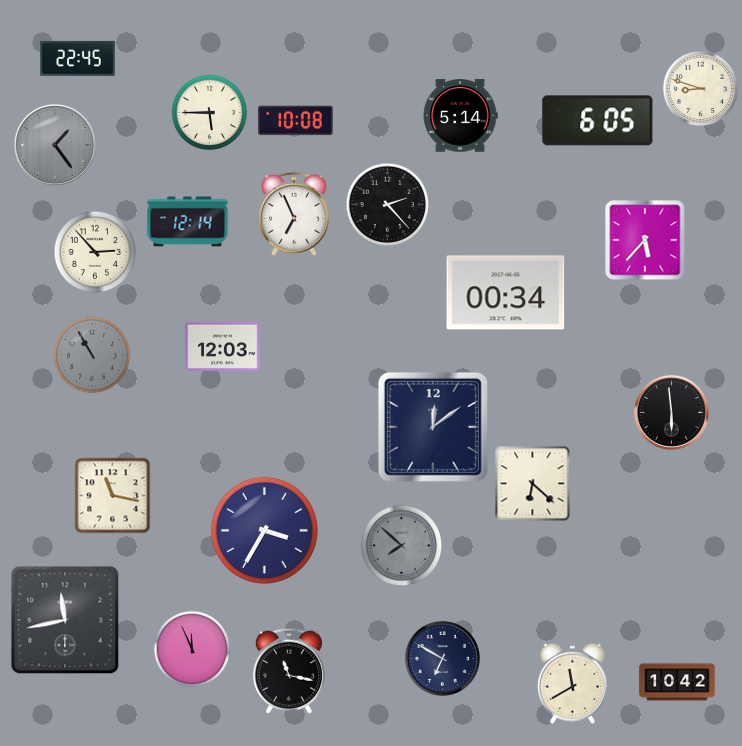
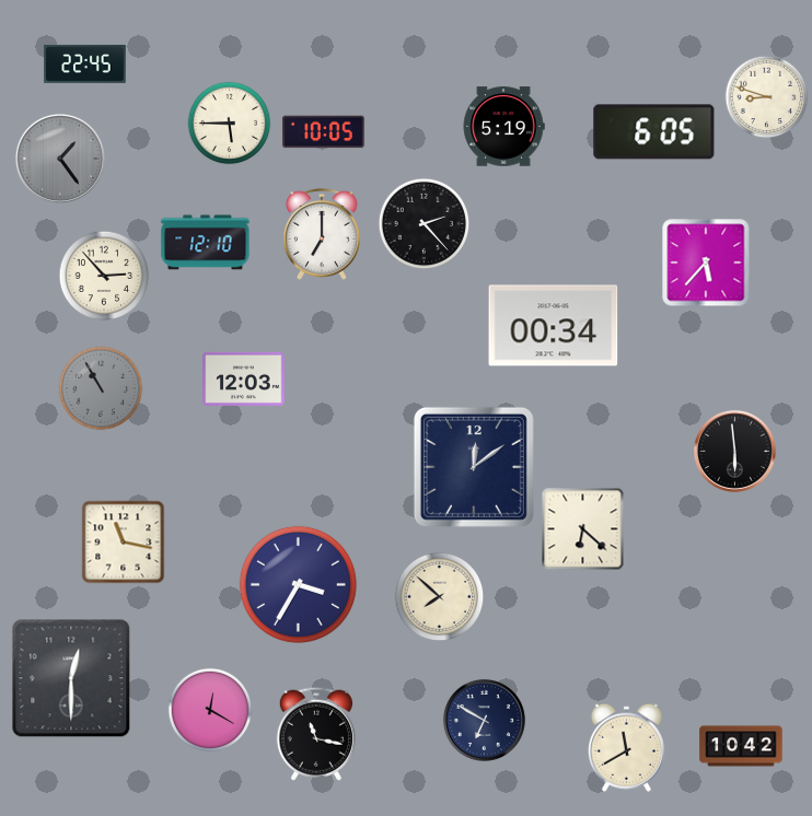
clock at (460, 116): 5:14 -> 5:19
clock at (296, 121): 10:08 -> 10:05
clock at (294, 214): 6:56 -> 7:00
clock at (188, 222): 12:14 -> 12:10
clock at (506, 293) position: (506, 293) -> (554, 326)
clock at (264, 530) position: (264, 530) -> (298, 584)
clock at (402, 546) dial: grey -> cream
clock at (65, 620): 11:43 -> 12:30
clock at (192, 649): 11:56 -> 12:20
